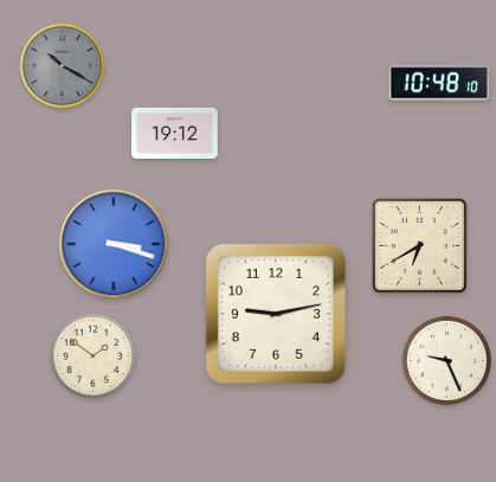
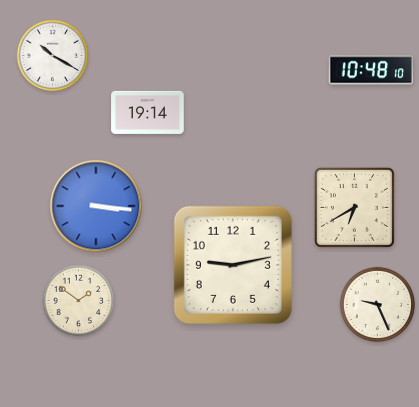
clock at (63, 66) dial: grey -> white
clock at (175, 133): 19:12 -> 19:14
clock at (114, 244): 3:18 -> 3:16
